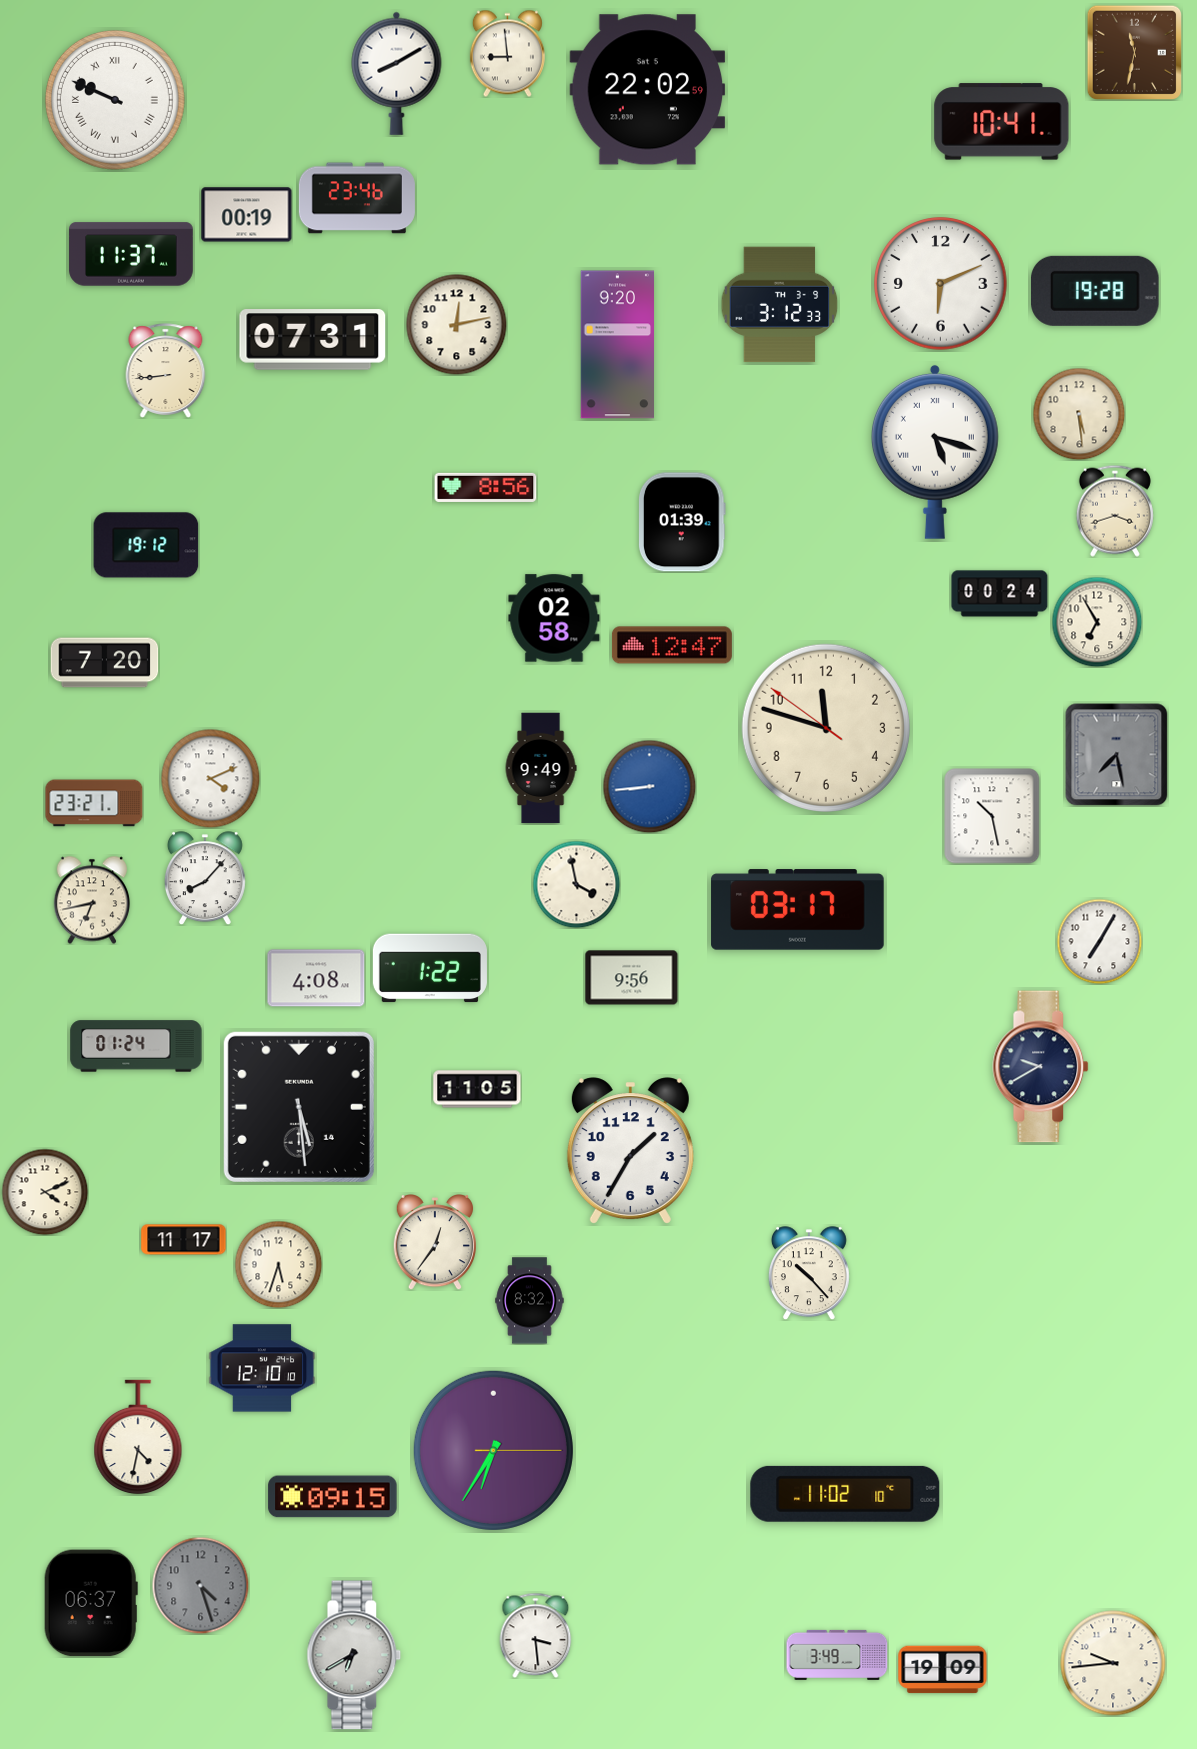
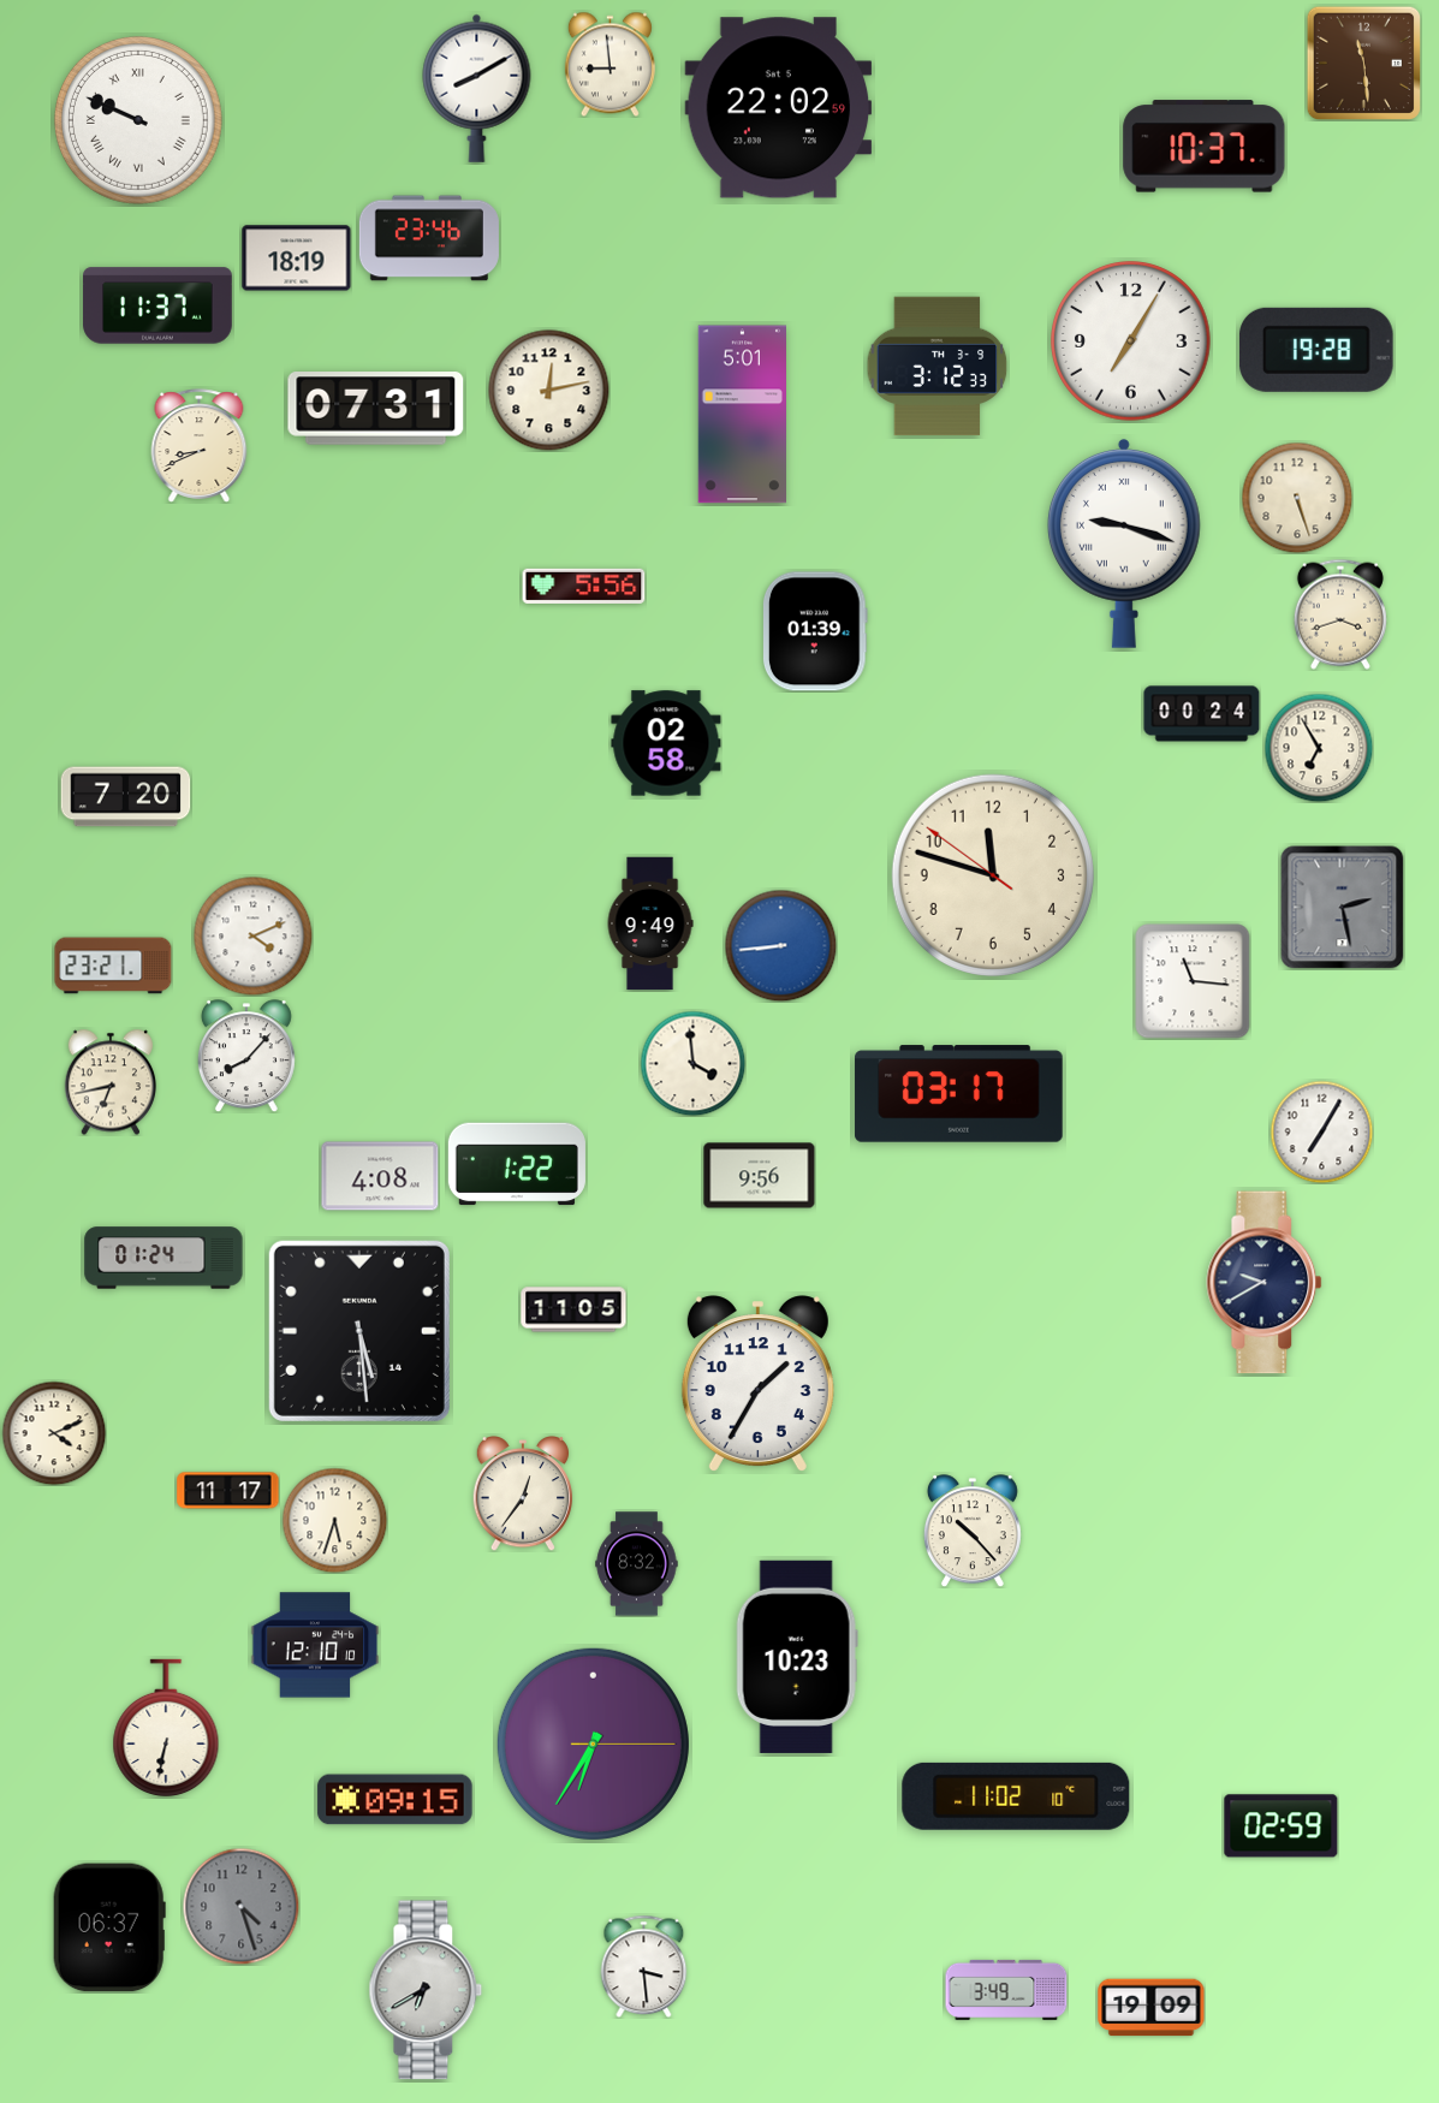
clock at (1134, 52): 11:32 -> 11:29
clock at (1002, 122): 10:41 -> 10:37
clock at (247, 215): 00:19 -> 18:19
clock at (941, 284): 6:11 -> 7:05
clock at (617, 345): 9:20 -> 5:01
clock at (166, 371): 8:44 -> 8:41
clock at (1079, 414): 5:29 -> 5:27
clock at (935, 452): 5:18 -> 9:18
clock at (486, 487): 8:56 -> 5:56
clock at (682, 522) position: (682, 522) -> (815, 631)
clock at (146, 545): 19:12 -> none
clock at (672, 645): 12:47 -> none
clock at (1117, 755): 7:28 -> 2:28
clock at (992, 816): 10:28 -> 11:16
clock at (576, 884): 3:58 -> 3:59
clock at (1041, 1067) position: (1041, 1067) -> (1265, 1283)
clock at (184, 1240) position: (184, 1240) -> (228, 1491)
clock at (797, 1657): none -> 10:23
clock at (138, 1437): 4:32 -> 6:32
clock at (333, 1497) position: (333, 1497) -> (396, 1800)
clock at (1282, 1826): none -> 02:59
clock at (1113, 1663): 9:44 -> none
clock at (943, 1670) position: (943, 1670) -> (1152, 2008)
